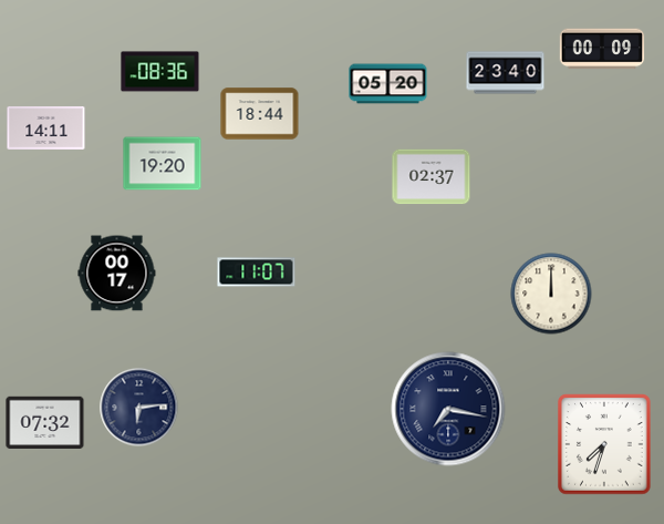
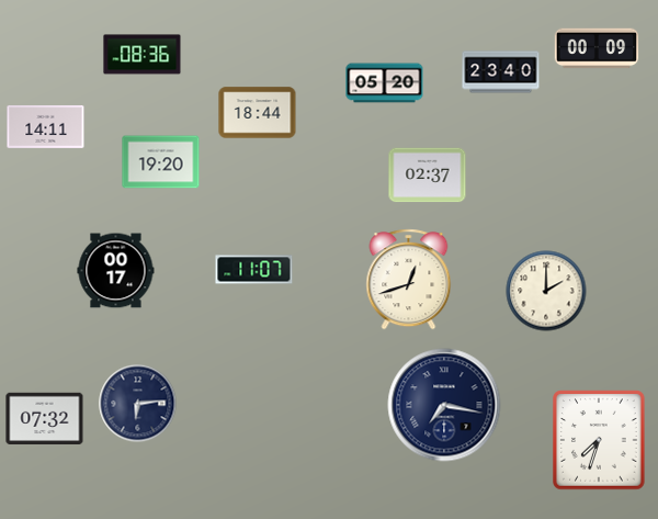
clock at (160, 72) position: (160, 72) -> (143, 55)
clock at (409, 280): none -> 12:42
clock at (551, 294): 12:00 -> 2:00
